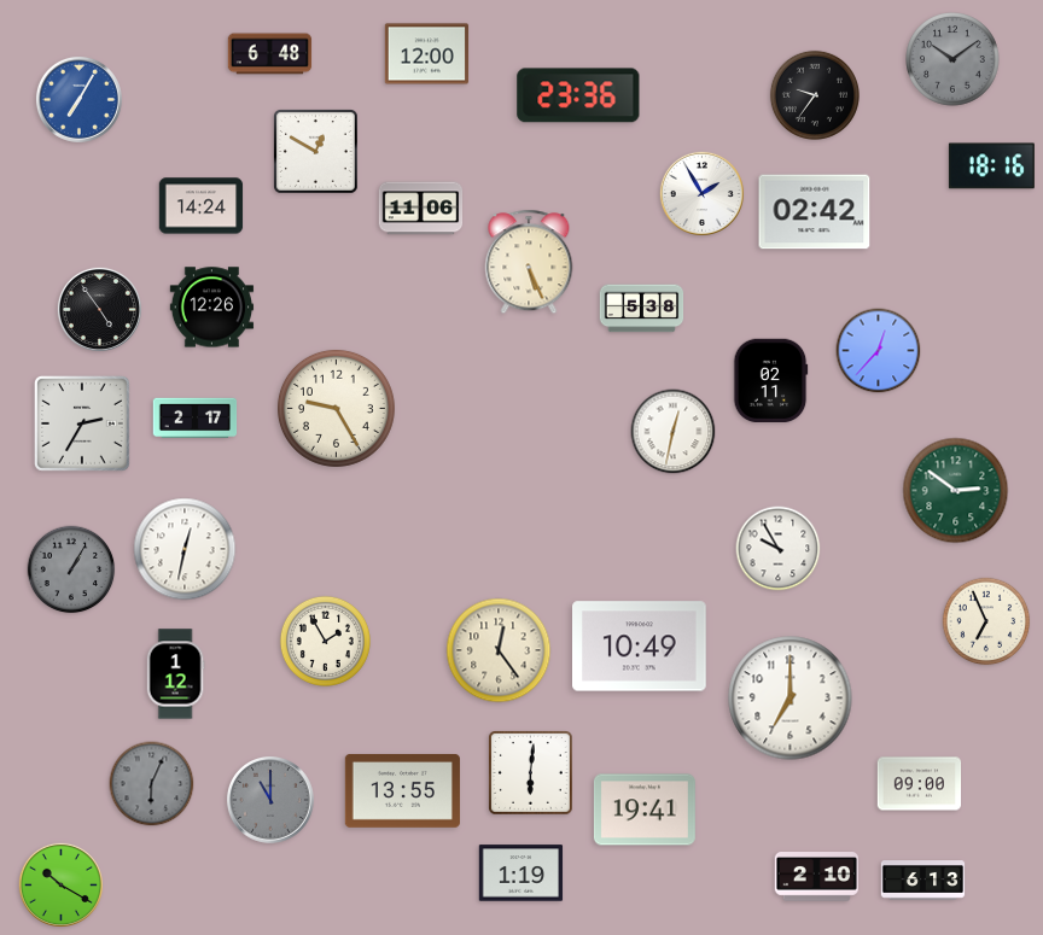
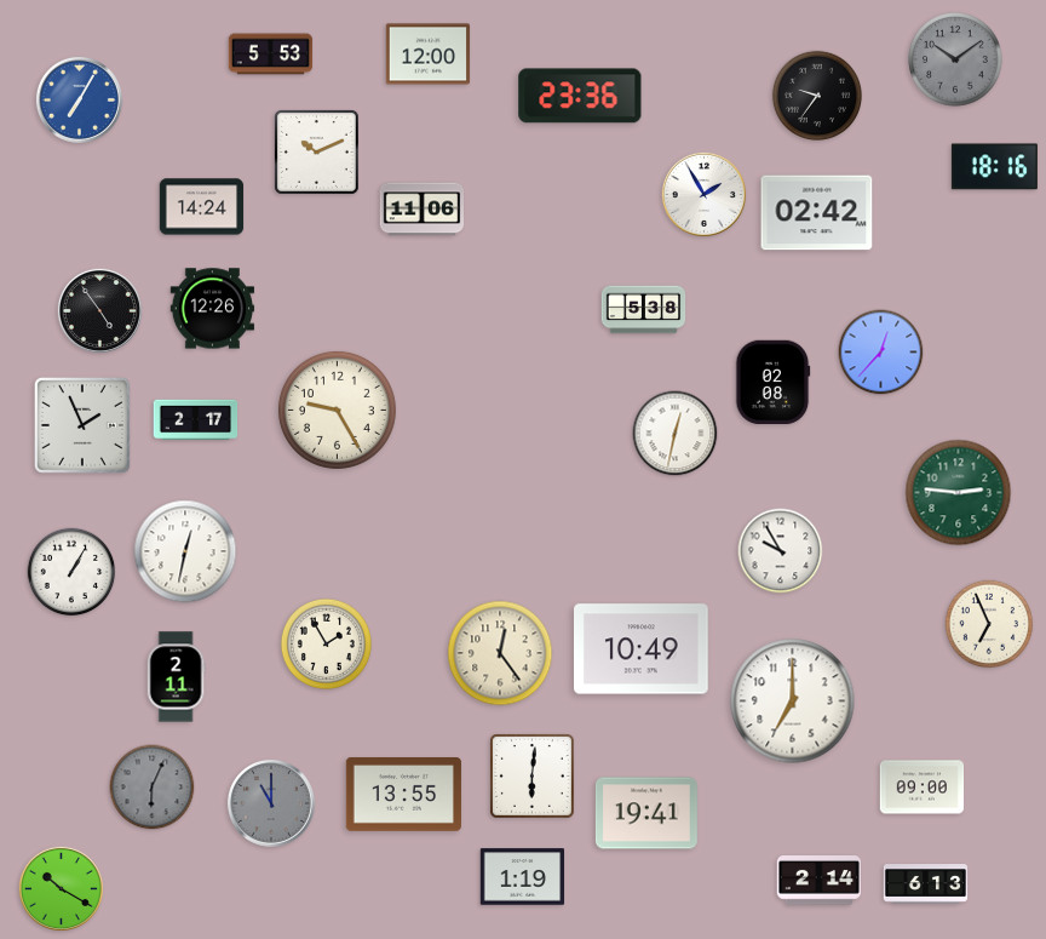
clock at (270, 54): 6:48 -> 5:53
clock at (316, 152): 12:50 -> 10:11
clock at (529, 262): 5:26 -> none
clock at (770, 380): 02:11 -> 02:08
clock at (82, 423): 2:35 -> 1:56
clock at (956, 491): 2:51 -> 2:46
clock at (71, 569) dial: grey -> white
clock at (175, 674): 1:12 -> 2:11
clock at (817, 877): 2:10 -> 2:14
